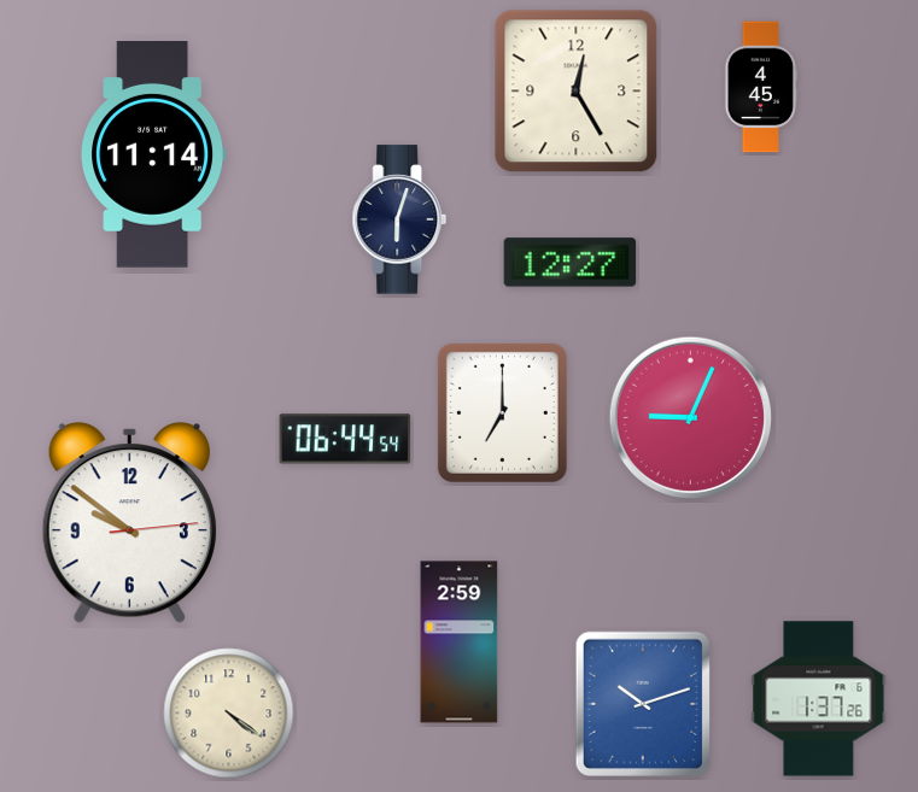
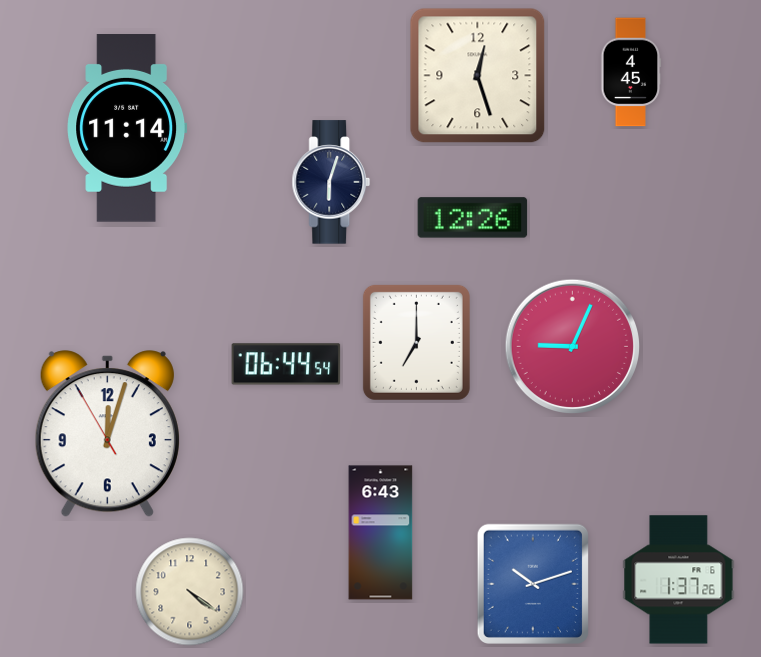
clock at (577, 92): 12:25 -> 12:27
clock at (571, 263): 12:27 -> 12:26
clock at (129, 523): 9:51 -> 12:02
clock at (460, 643): 2:59 -> 6:43
